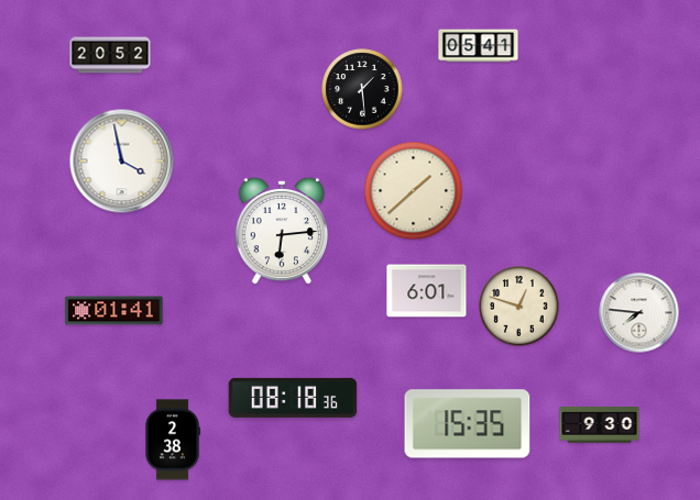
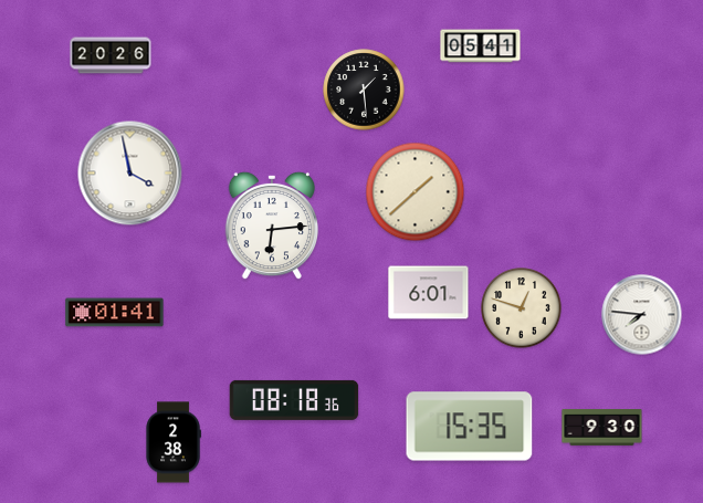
clock at (110, 55): 20:52 -> 20:26
clock at (122, 162) position: (122, 162) -> (130, 174)
clock at (282, 231) position: (282, 231) -> (272, 226)
